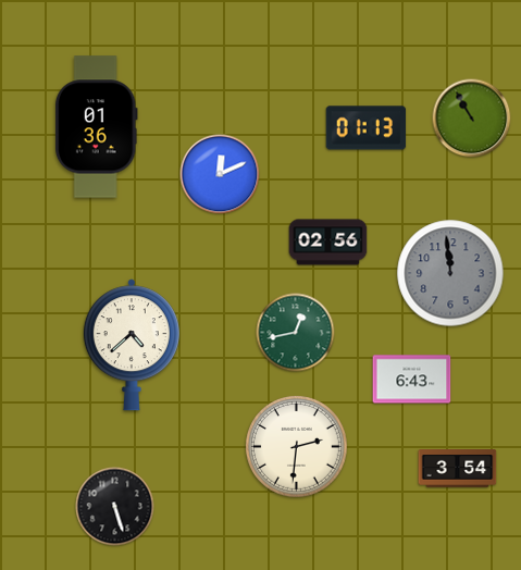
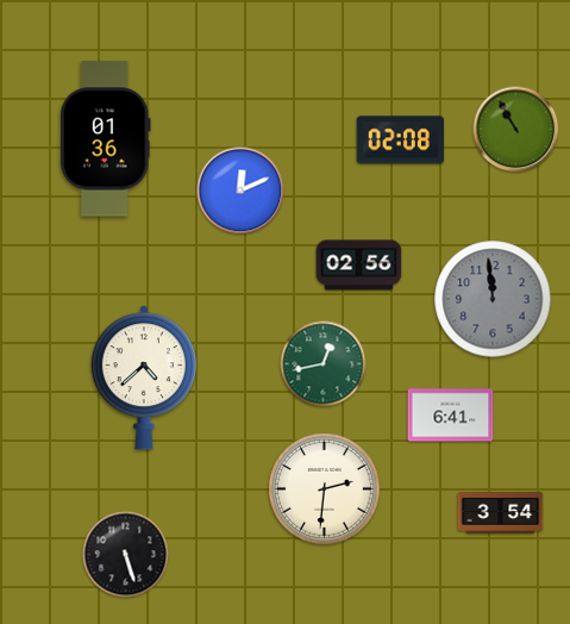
clock at (367, 128): 01:13 -> 02:08
clock at (412, 380): 6:43 -> 6:41
